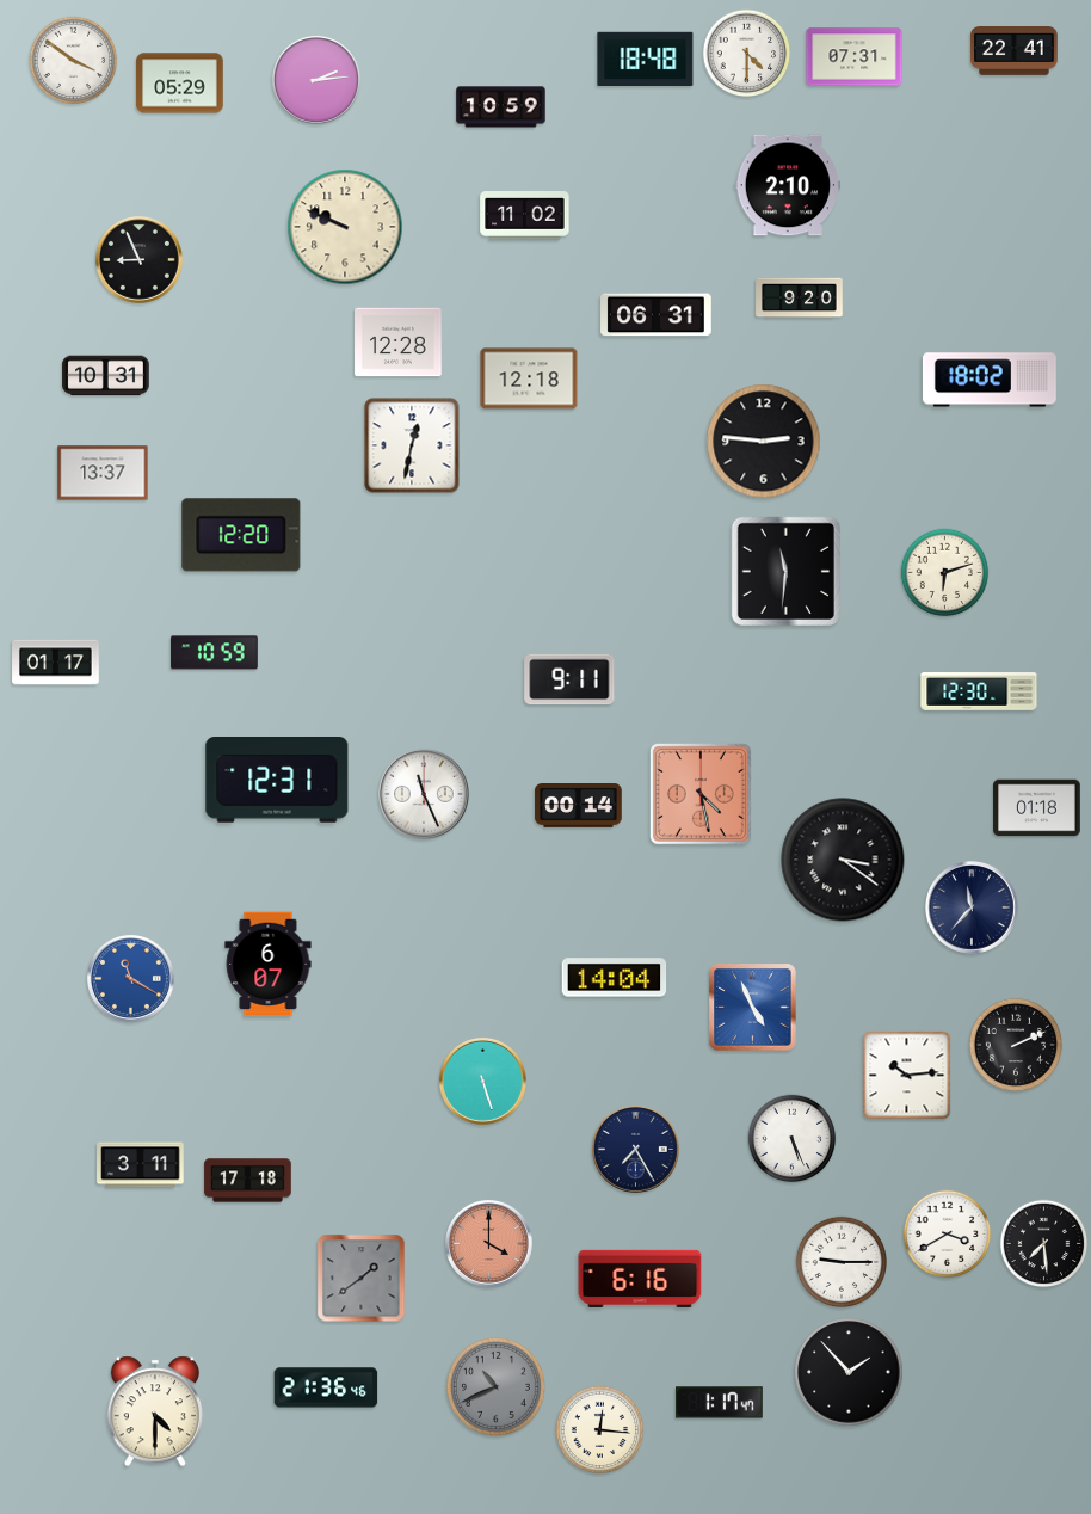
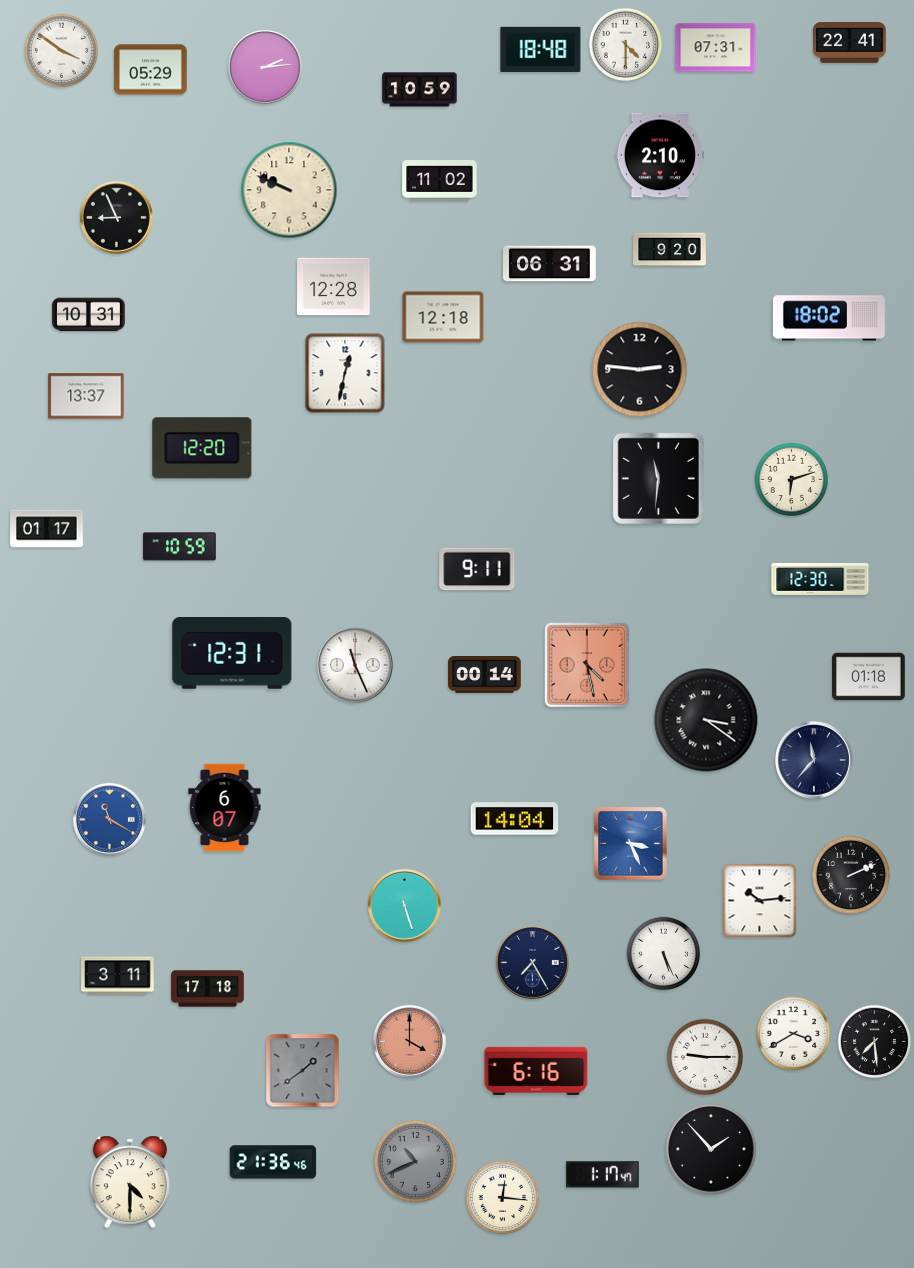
clock at (56, 663) position: (56, 663) -> (47, 529)
clock at (753, 1008): 4:56 -> 3:26
